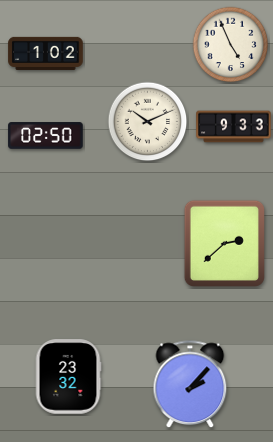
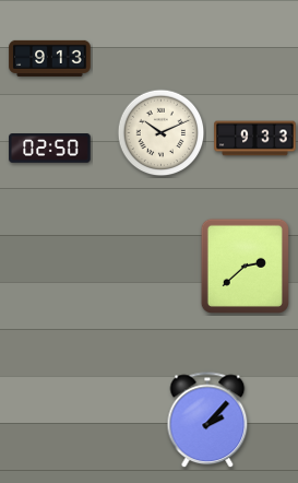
clock at (231, 45): 4:56 -> none
clock at (46, 53): 1:02 -> 9:13
clock at (68, 377): 23:32 -> none
